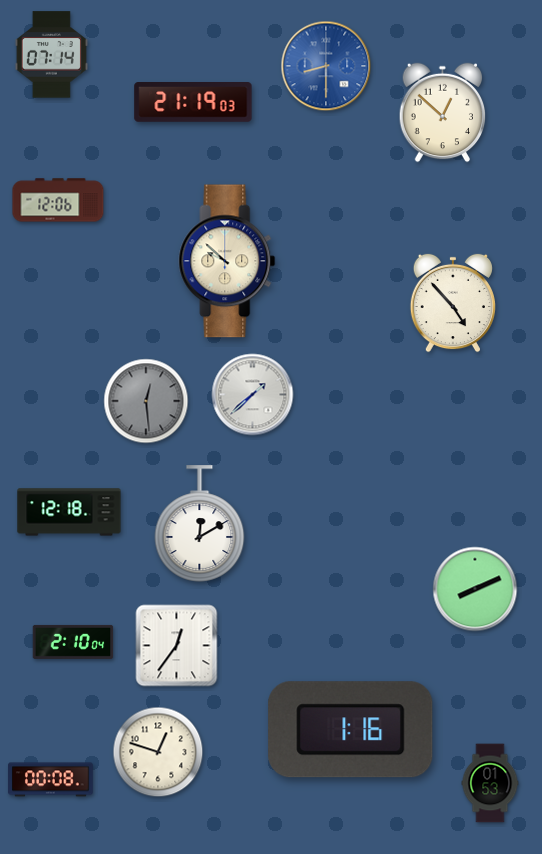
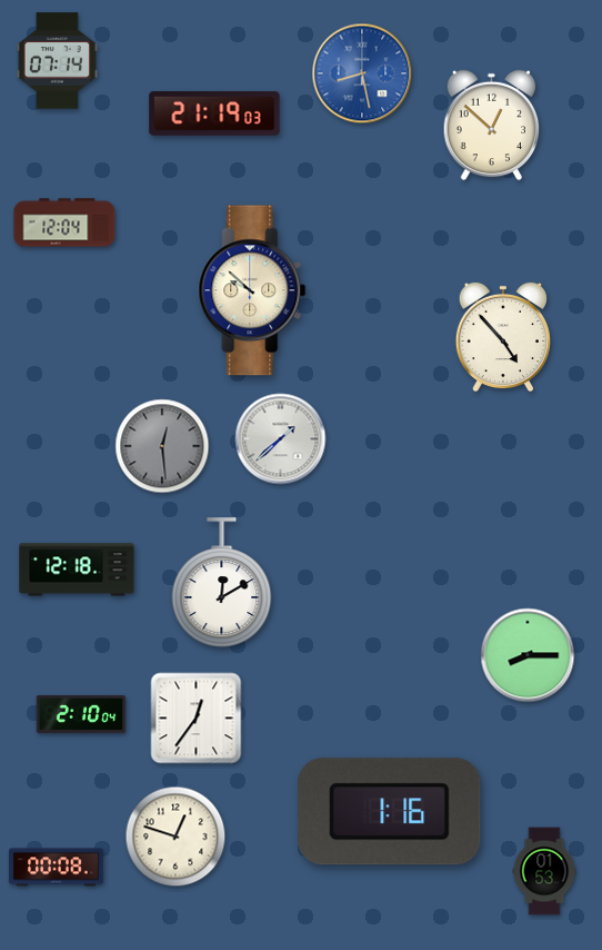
clock at (326, 66): 8:30 -> 8:28
clock at (58, 200): 12:06 -> 12:04
clock at (475, 589): 8:11 -> 8:15
